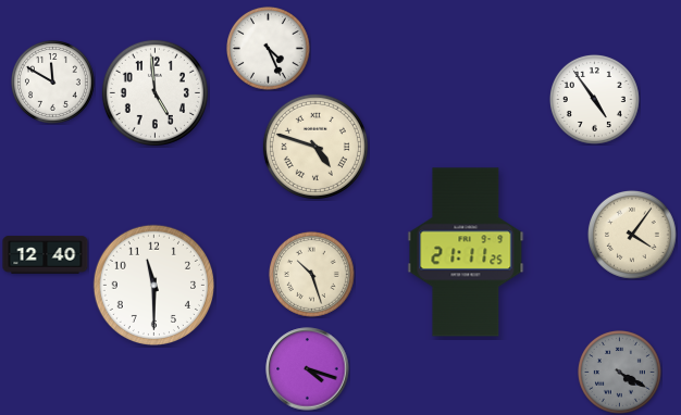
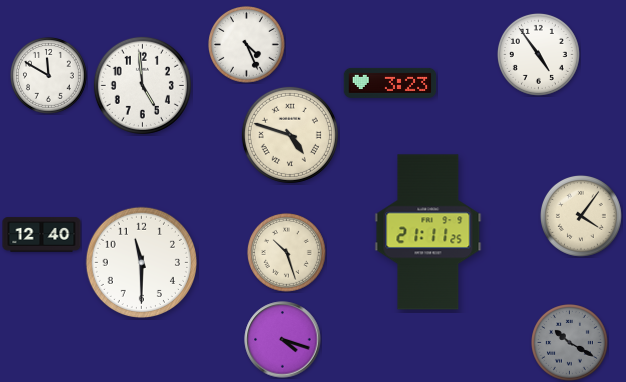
clock at (390, 83): none -> 3:23
clock at (594, 99) position: (594, 99) -> (538, 54)
clock at (620, 373): 4:20 -> 10:20
